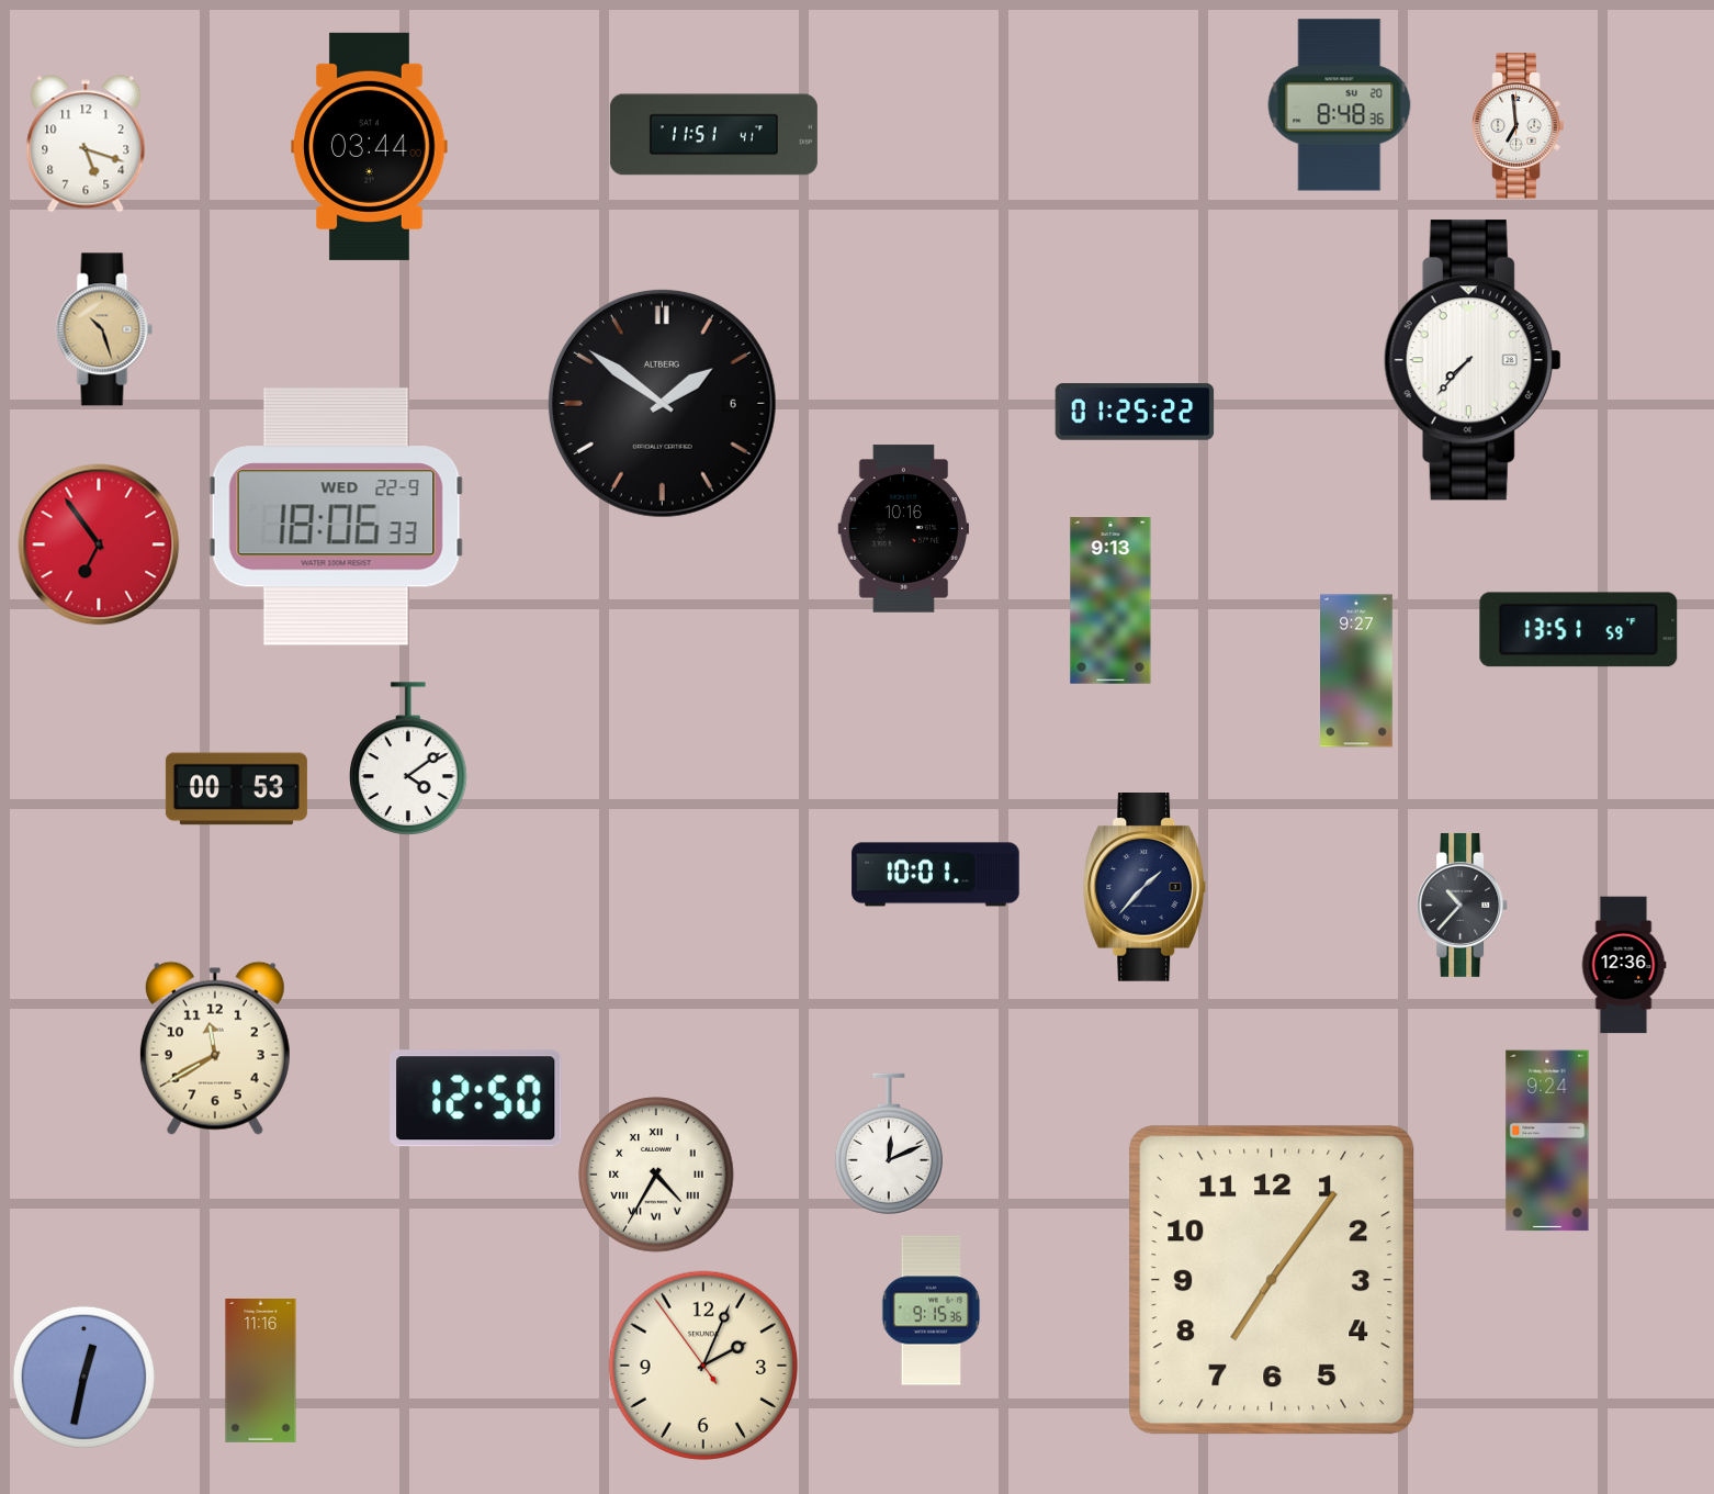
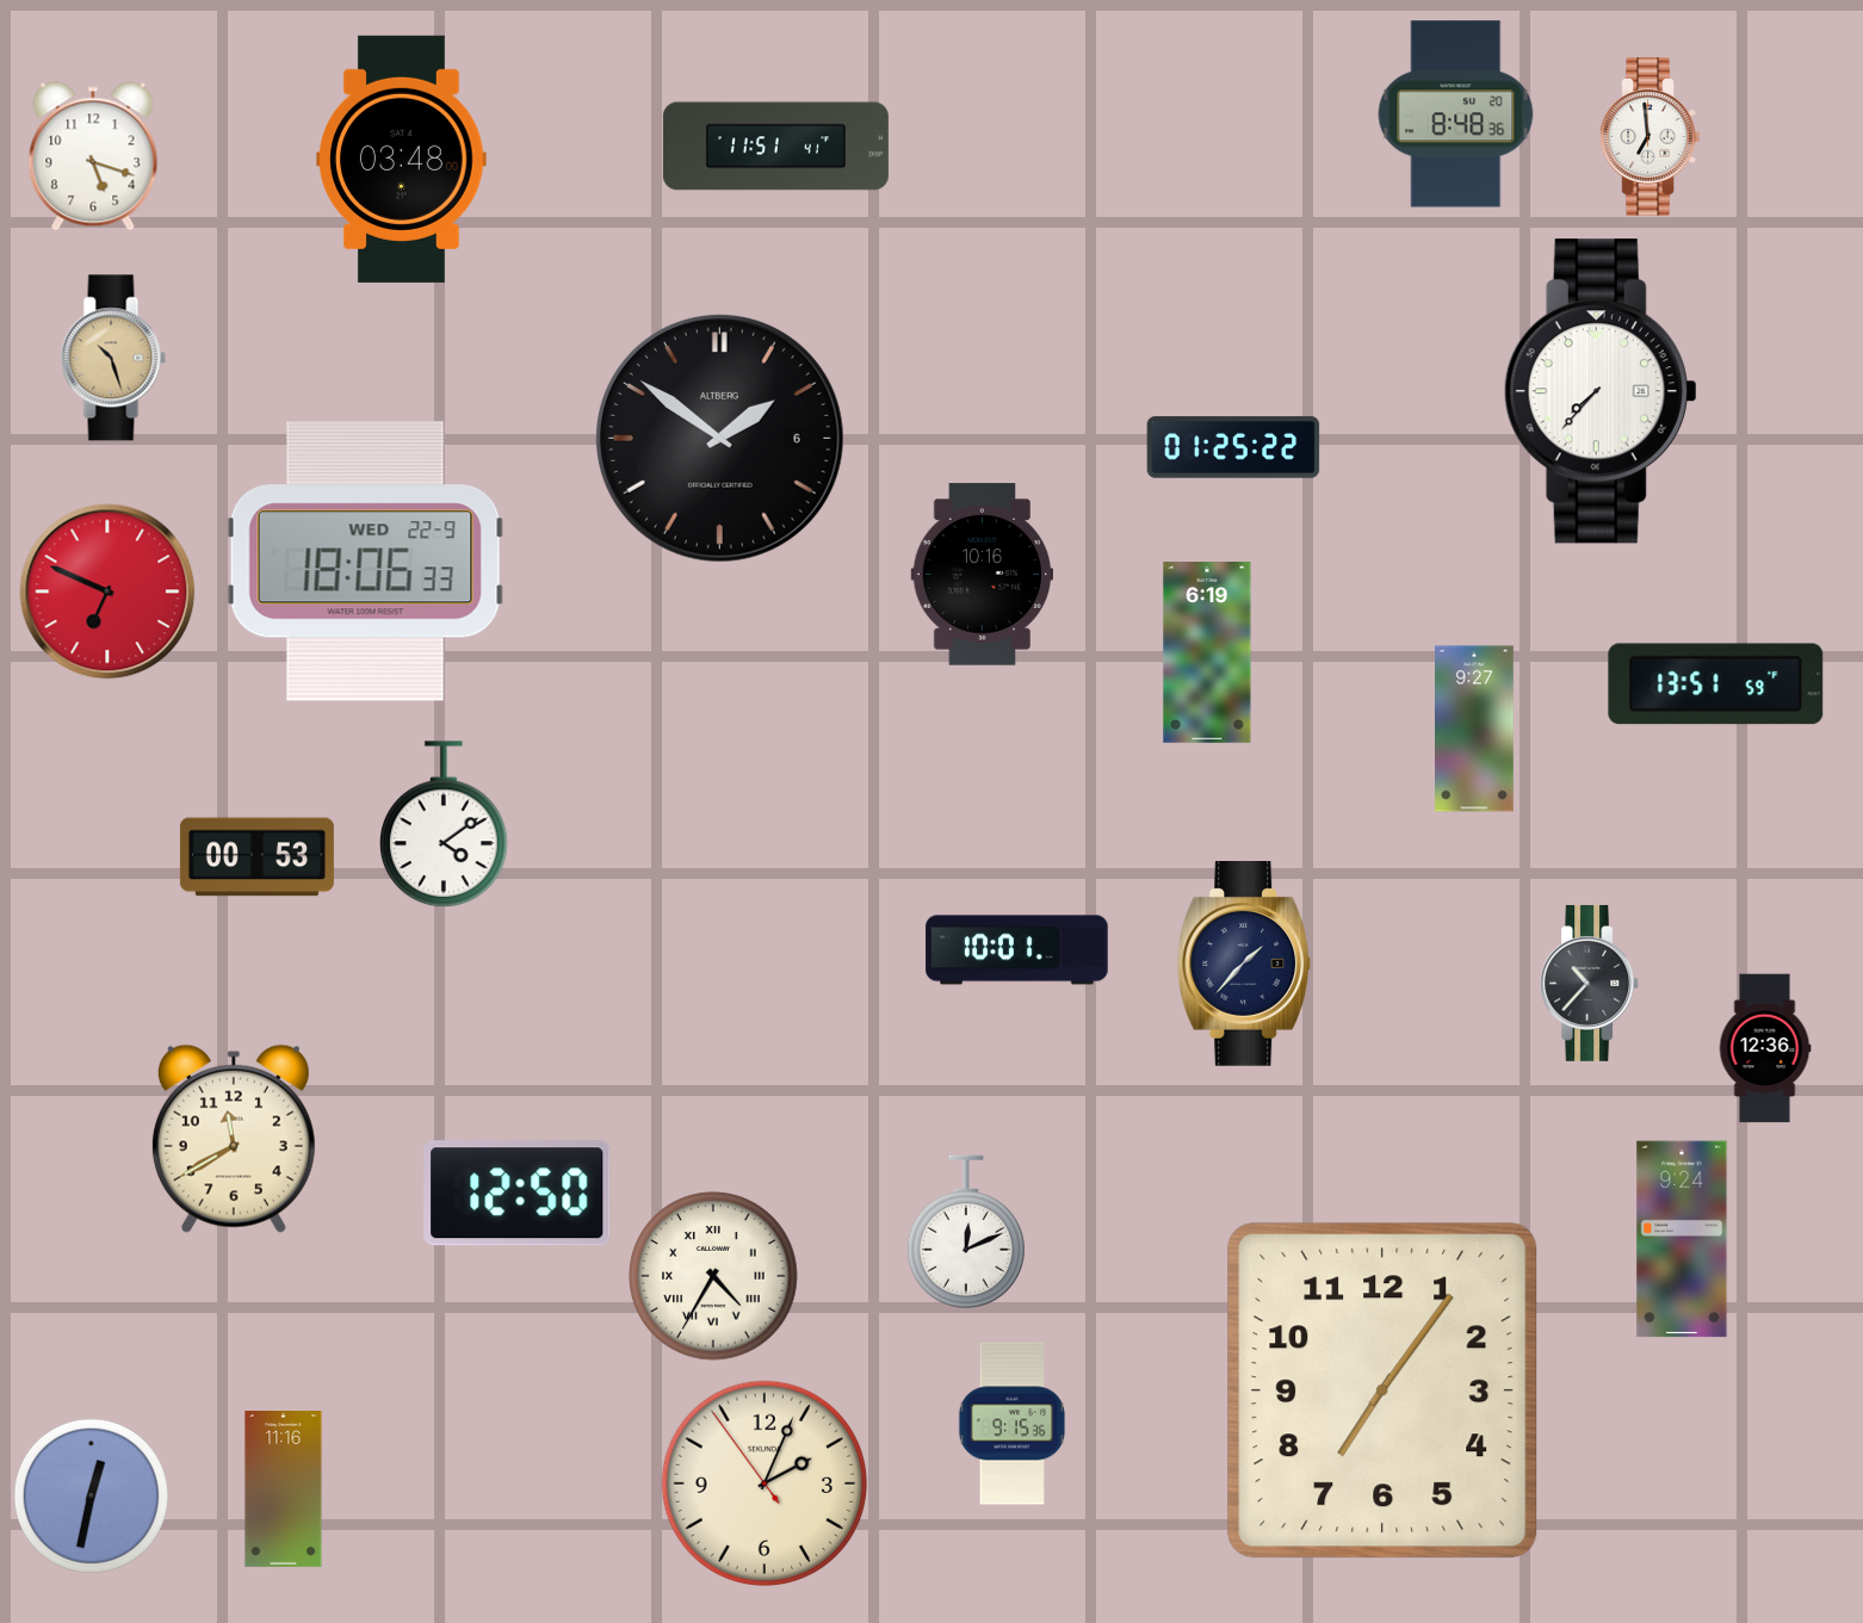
clock at (370, 146): 03:44 -> 03:48
clock at (99, 544): 6:54 -> 6:49
clock at (1110, 600): 9:13 -> 6:19
clock at (889, 1144) position: (889, 1144) -> (966, 1232)
